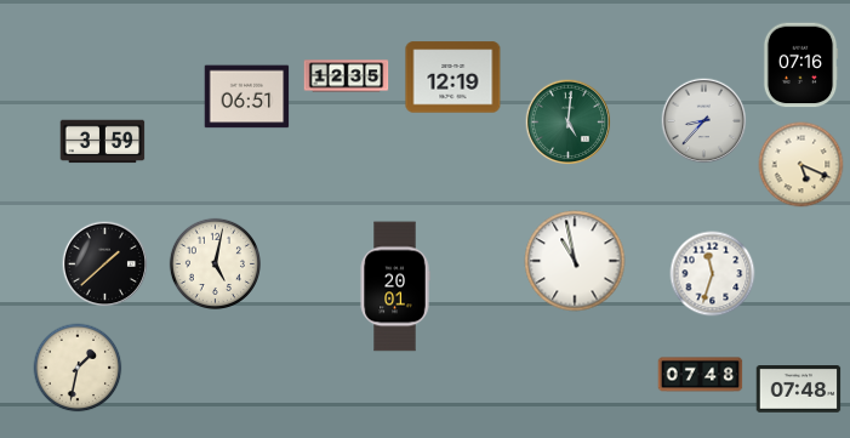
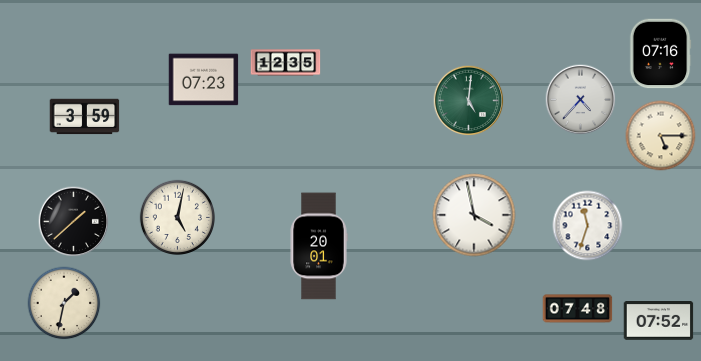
clock at (453, 78): 12:19 -> none
clock at (247, 97): 06:51 -> 07:23
clock at (704, 121): 8:37 -> 4:37
clock at (801, 165): 5:19 -> 5:15
clock at (575, 261): 10:58 -> 3:58
clock at (105, 264) position: (105, 264) -> (74, 222)
clock at (395, 286) position: (395, 286) -> (319, 246)
clock at (799, 389): 07:48 -> 07:52
